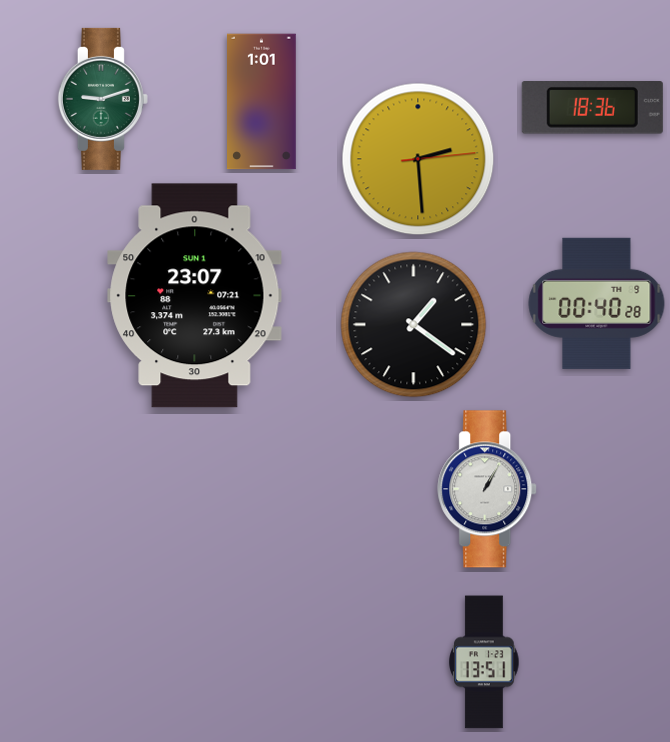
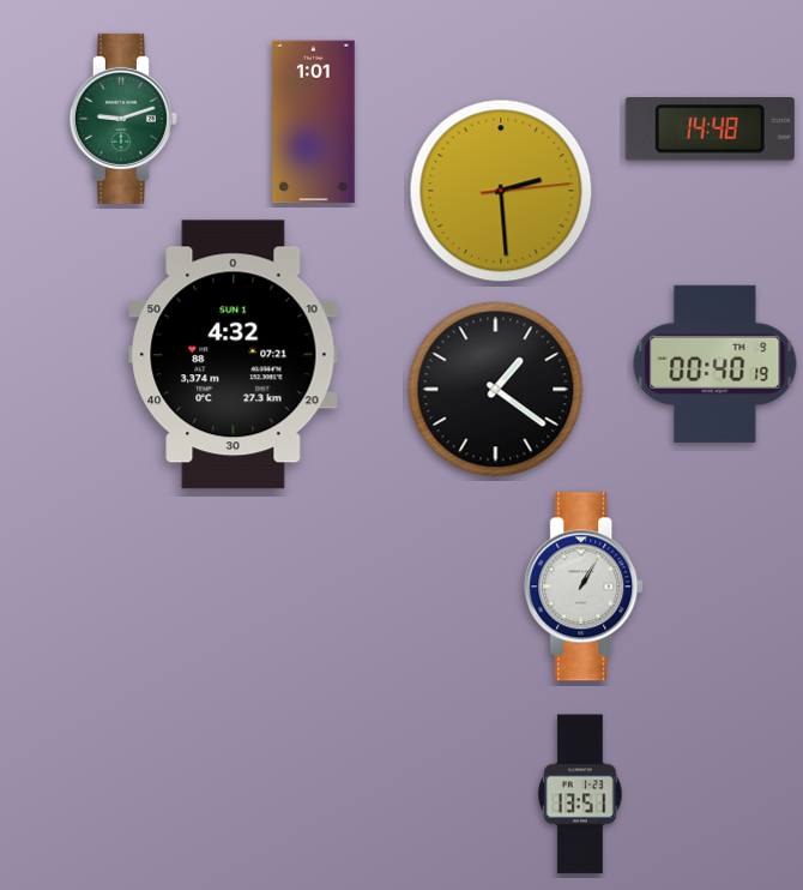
clock at (592, 108): 18:36 -> 14:48
clock at (195, 296): 23:07 -> 4:32
clock at (597, 303): 00:40:28 -> 00:40:19
